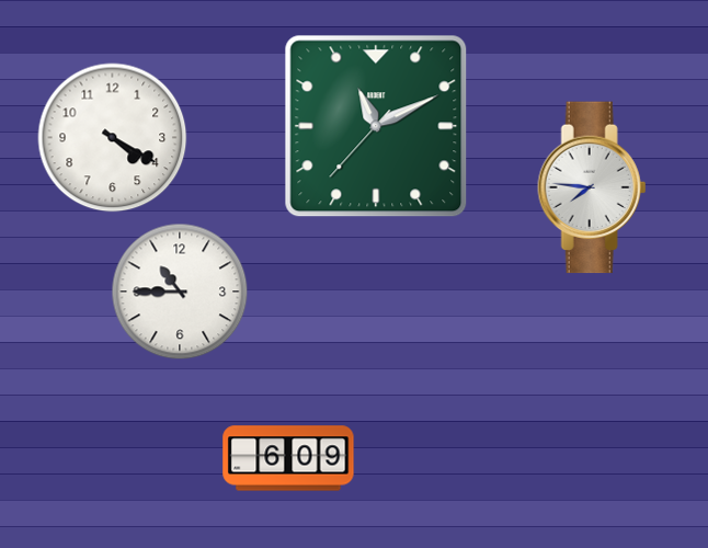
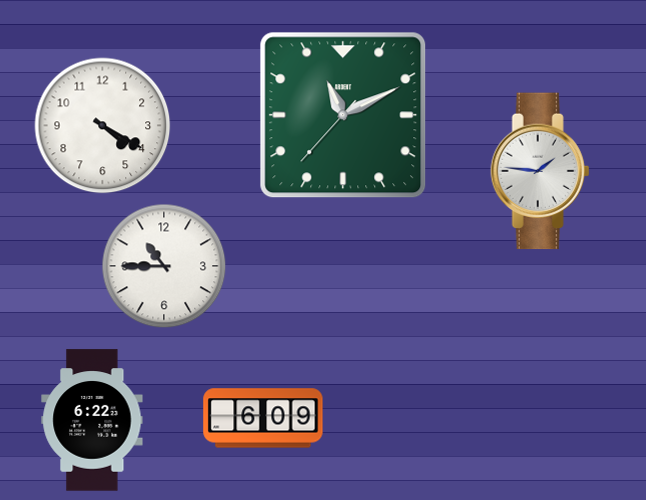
clock at (592, 187): 7:46 -> 1:46
clock at (92, 420): none -> 6:22
